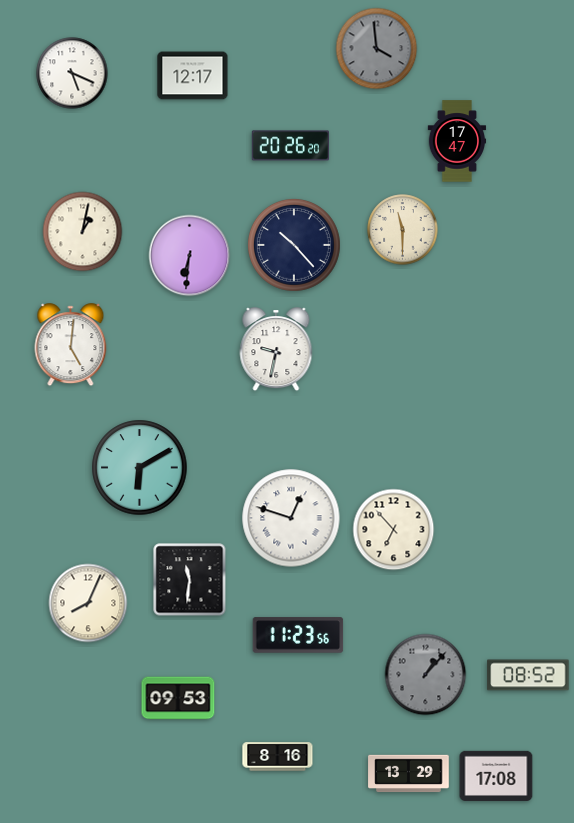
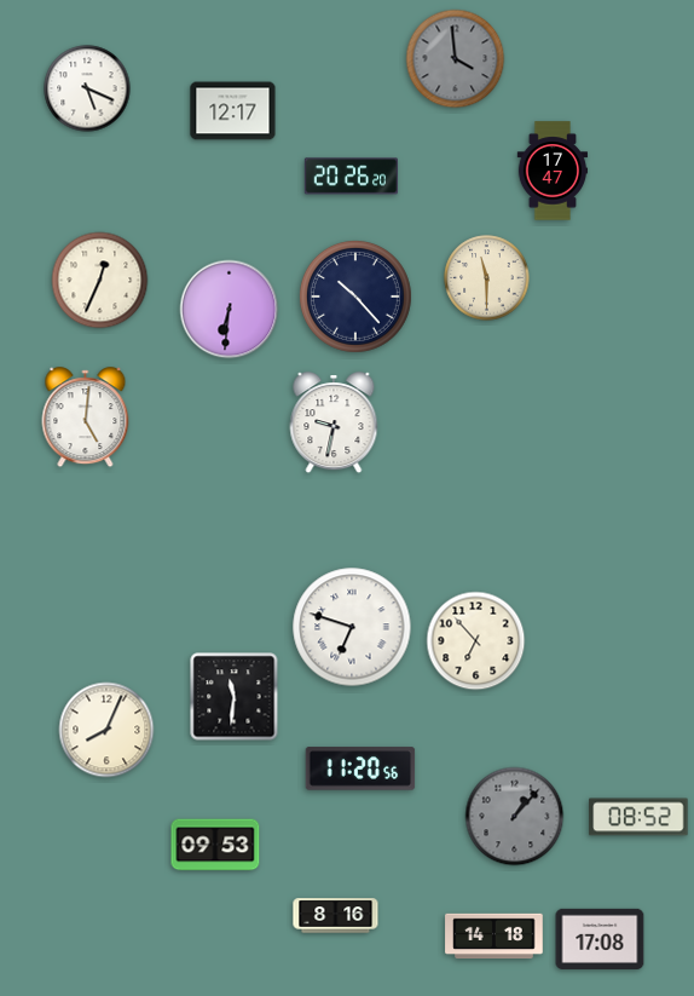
clock at (193, 76) position: (193, 76) -> (233, 111)
clock at (83, 232): 1:02 -> 12:34
clock at (140, 468): 6:10 -> none
clock at (291, 518): 12:48 -> 6:48
clock at (190, 580) position: (190, 580) -> (235, 697)
clock at (298, 635): 11:23 -> 11:20
clock at (409, 774): 13:29 -> 14:18
